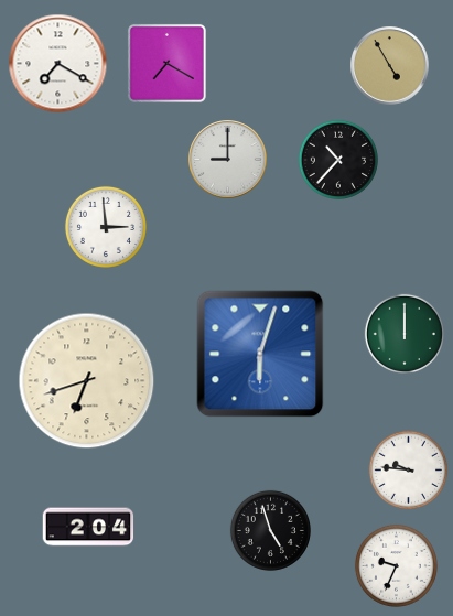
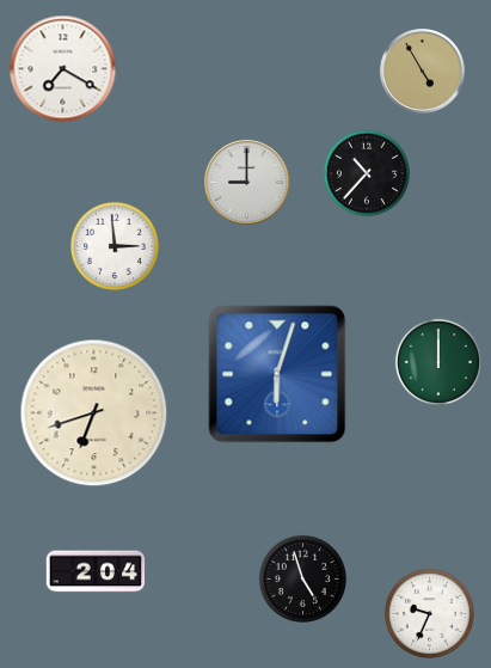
clock at (166, 63): 7:20 -> none
clock at (228, 160) position: (228, 160) -> (247, 183)
clock at (260, 354) position: (260, 354) -> (277, 374)
clock at (408, 469): 9:46 -> none
clock at (270, 530) position: (270, 530) -> (302, 578)
